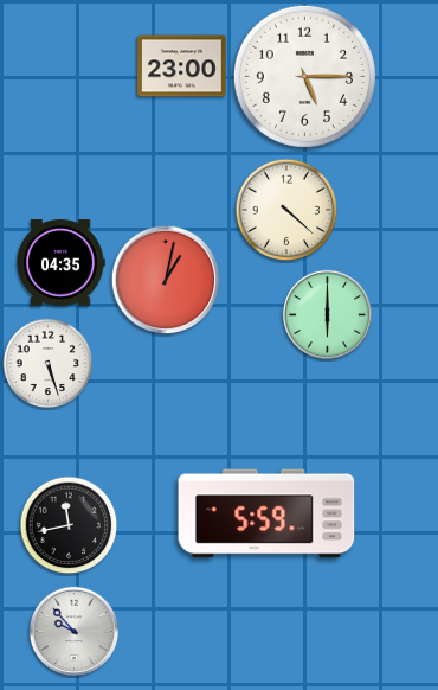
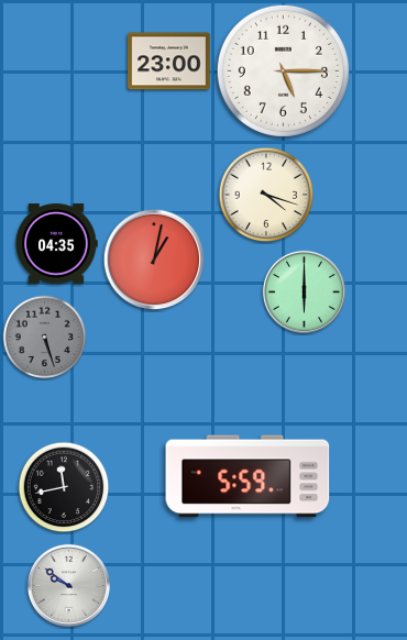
clock at (286, 210): 4:22 -> 4:18
clock at (49, 364) dial: white -> grey
clock at (73, 631): 9:53 -> 9:51
